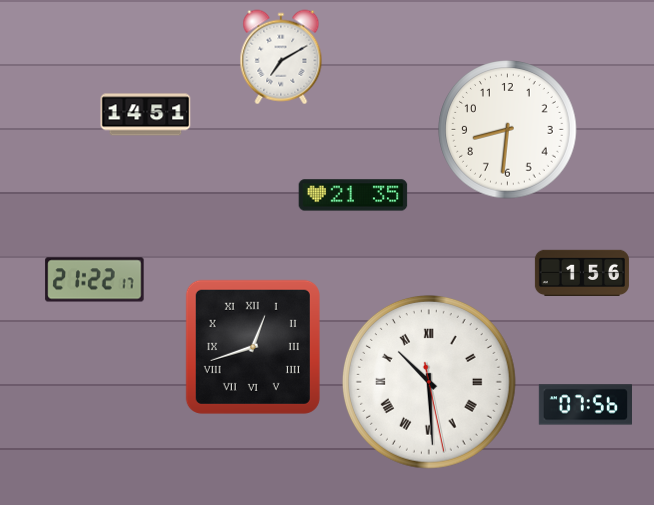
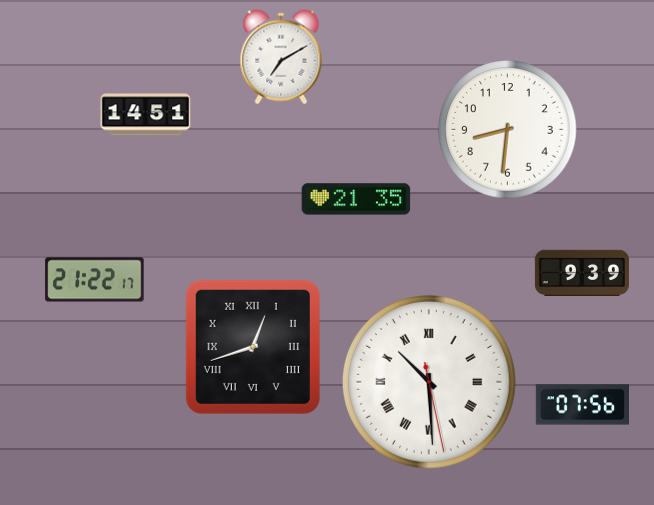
clock at (353, 195) position: (353, 195) -> (356, 199)
clock at (582, 272): 1:56 -> 9:39
clock at (585, 405) position: (585, 405) -> (582, 405)
